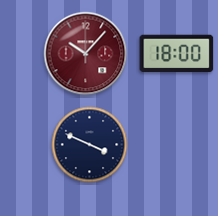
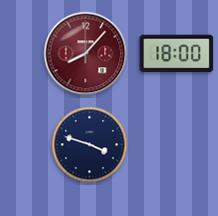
clock at (86, 54): 10:07 -> 8:07
clock at (90, 145): 3:49 -> 3:48
